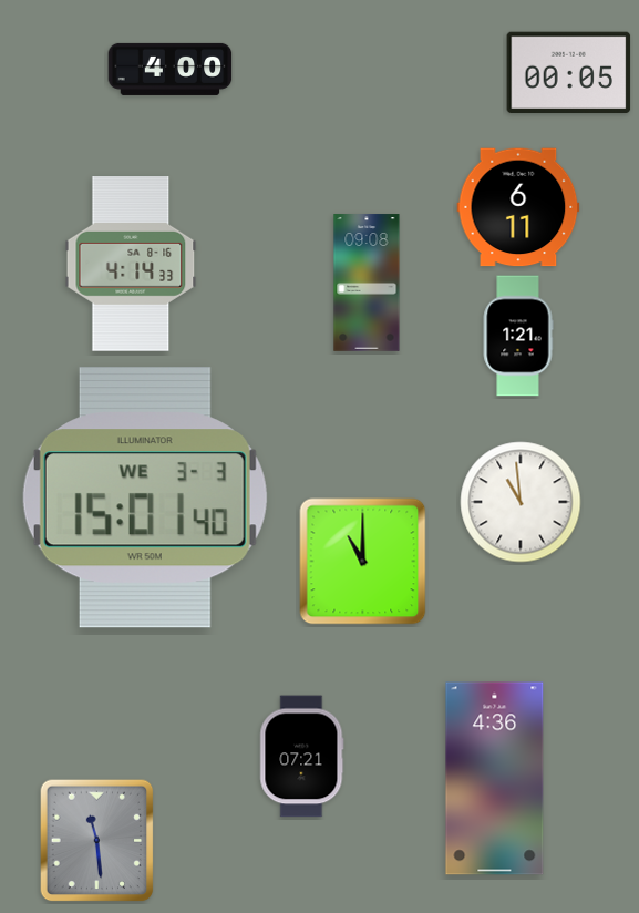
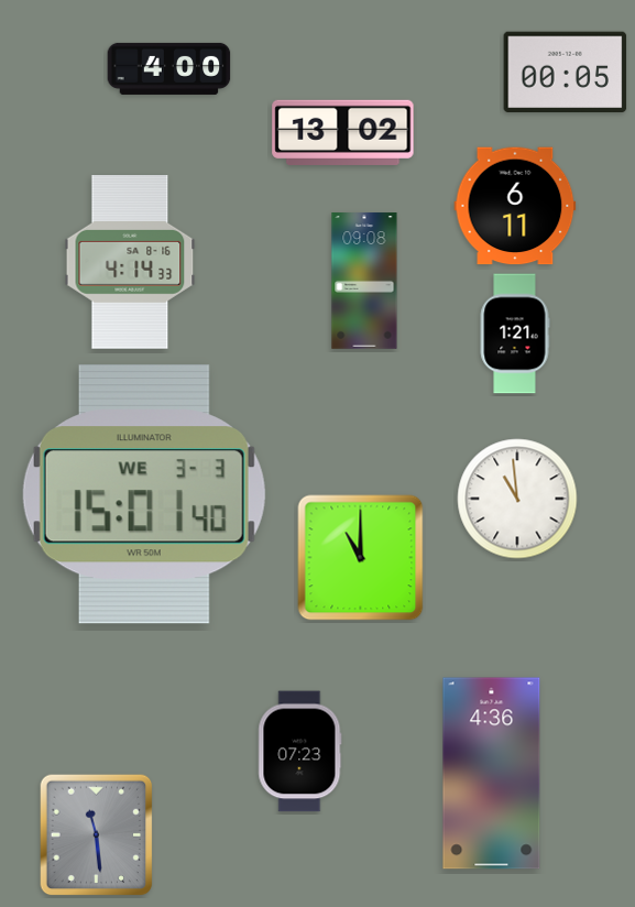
clock at (343, 132): none -> 13:02
clock at (302, 757): 07:21 -> 07:23
